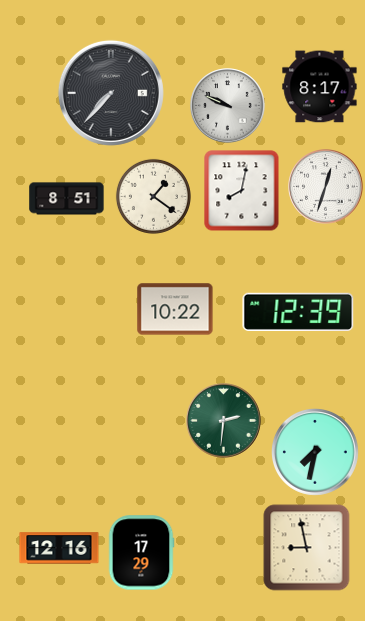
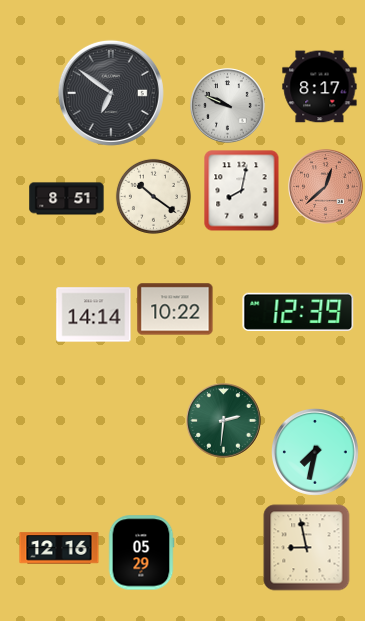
clock at (111, 93): 7:37 -> 6:51
clock at (326, 187): 12:33 -> 12:38
clock at (326, 187) dial: white -> salmon
clock at (153, 196): 1:21 -> 10:21
clock at (94, 315): none -> 14:14
clock at (141, 553): 17:29 -> 05:29
